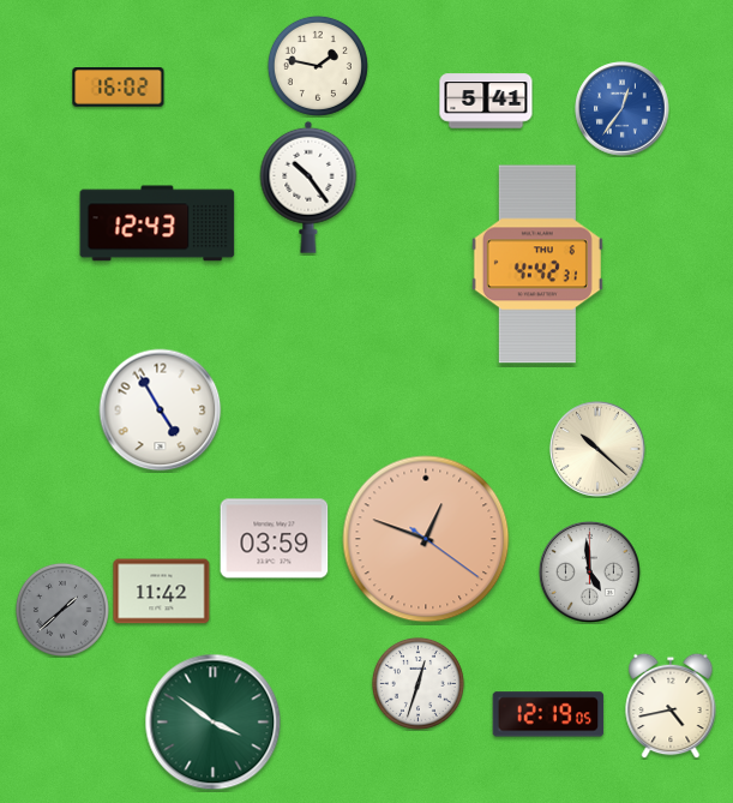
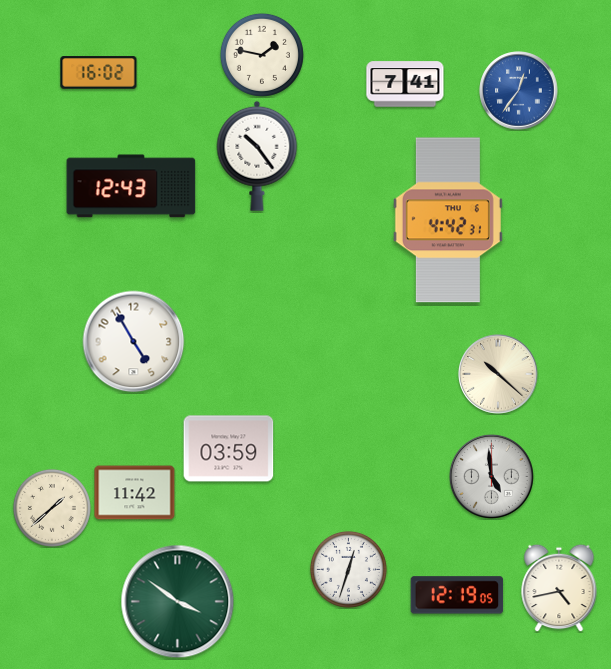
clock at (318, 66) position: (318, 66) -> (262, 55)
clock at (486, 101): 5:41 -> 7:41
clock at (426, 539): 12:48 -> none
clock at (62, 610) dial: grey -> cream
